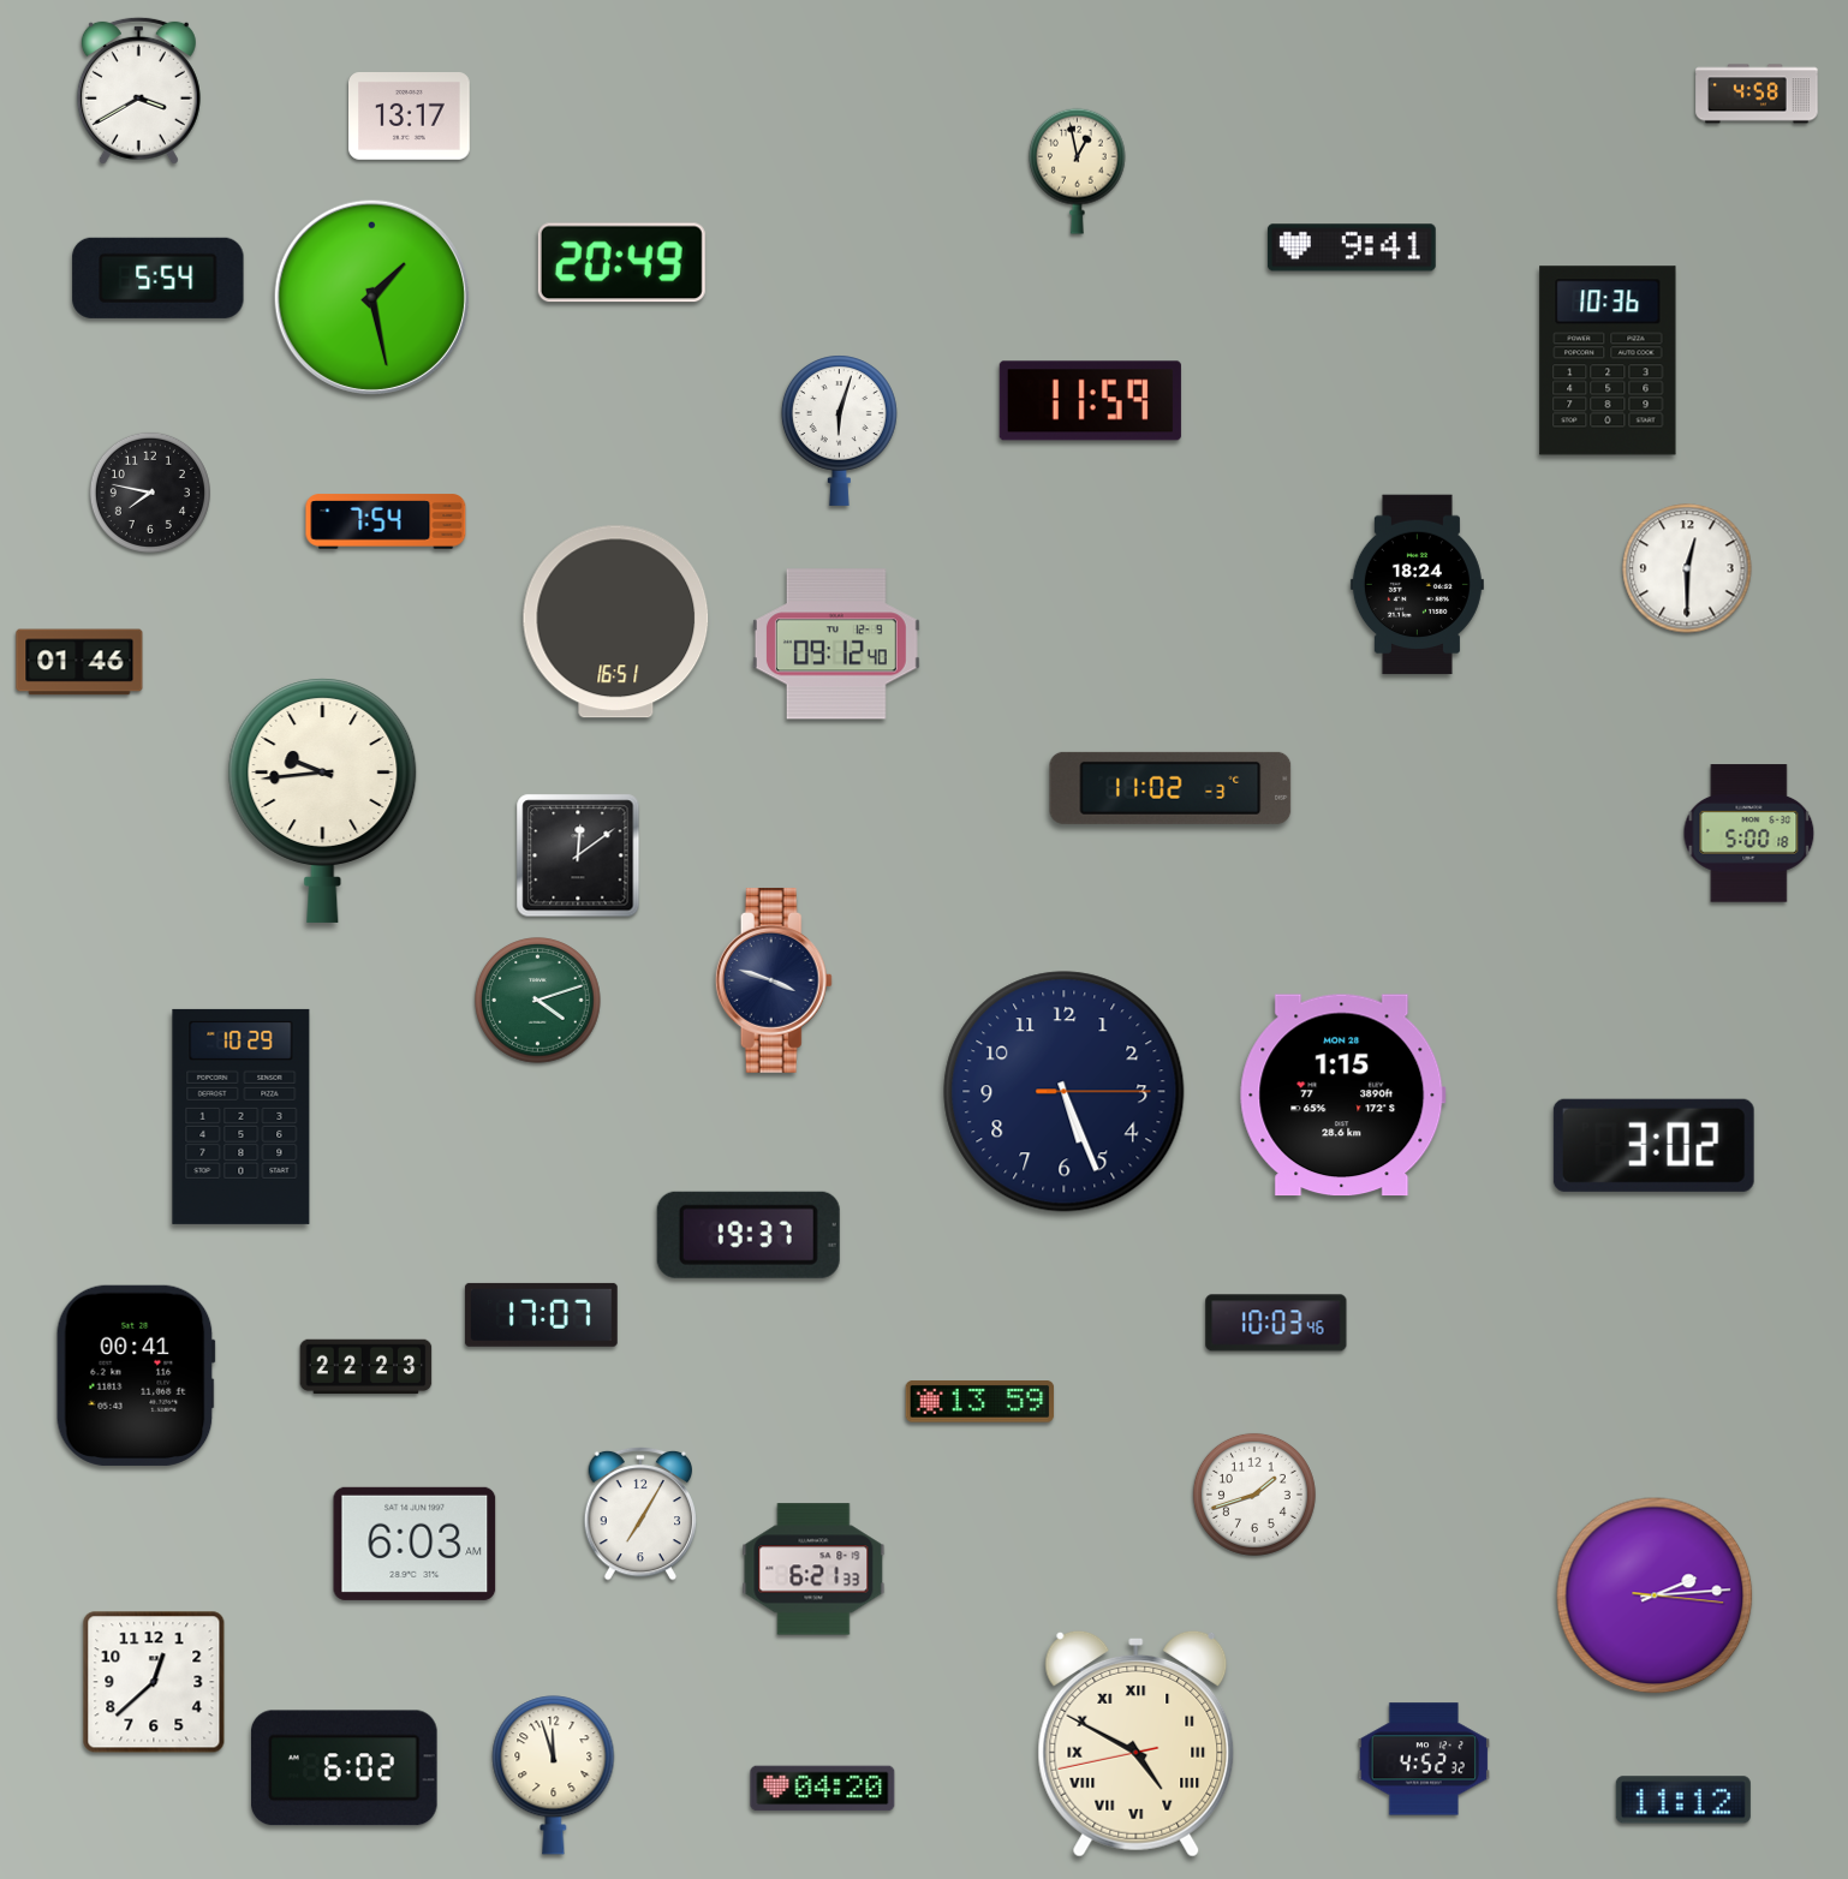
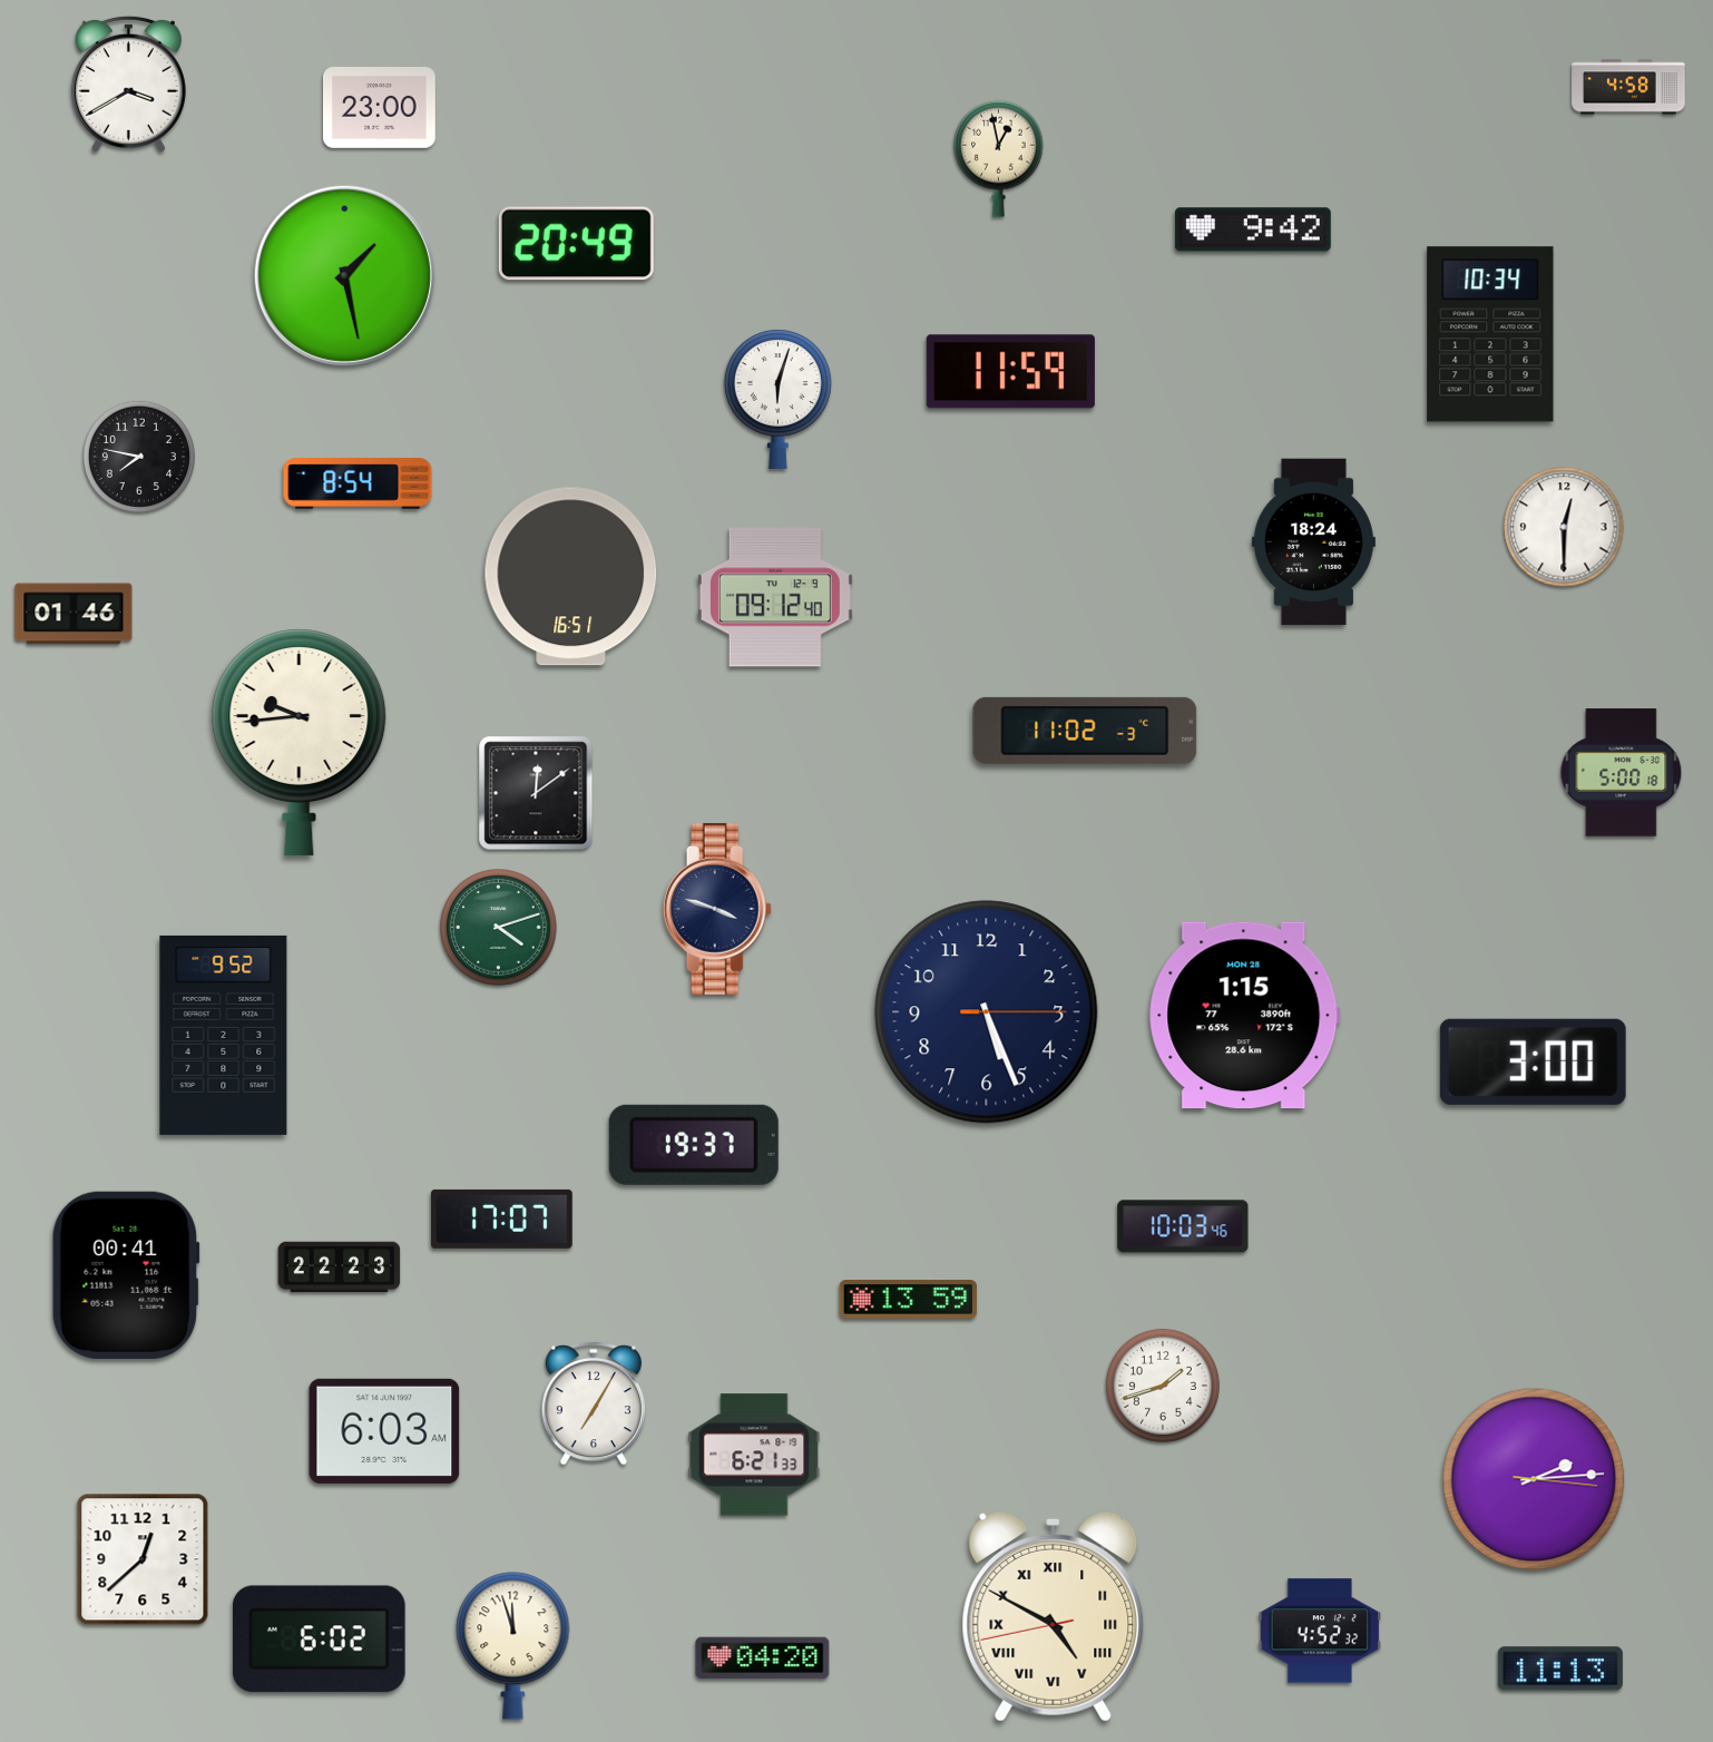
clock at (410, 117): 13:17 -> 23:00
clock at (1352, 247): 9:41 -> 9:42
clock at (159, 278): 5:54 -> none
clock at (1608, 360): 10:36 -> 10:34
clock at (386, 521): 7:54 -> 8:54
clock at (242, 1116): 10:29 -> 9:52
clock at (1653, 1145): 3:02 -> 3:00
clock at (1683, 1800): 11:12 -> 11:13
